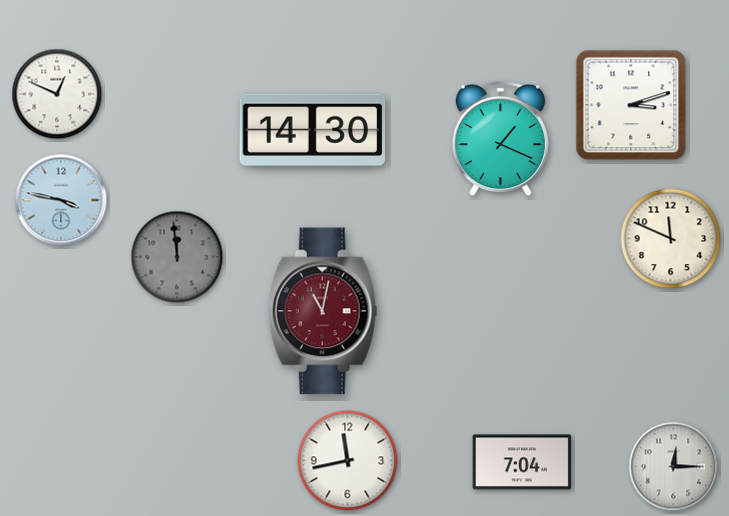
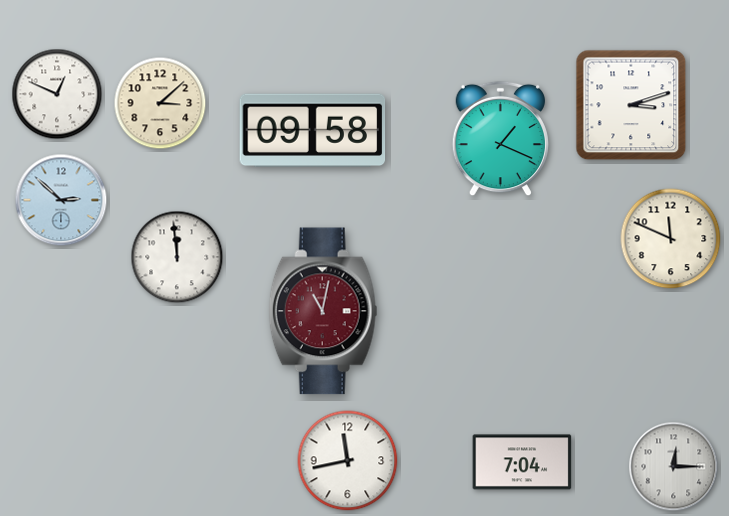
clock at (160, 103): none -> 3:08
clock at (313, 131): 14:30 -> 09:58
clock at (61, 200): 3:47 -> 2:52
clock at (177, 257) dial: grey -> white
